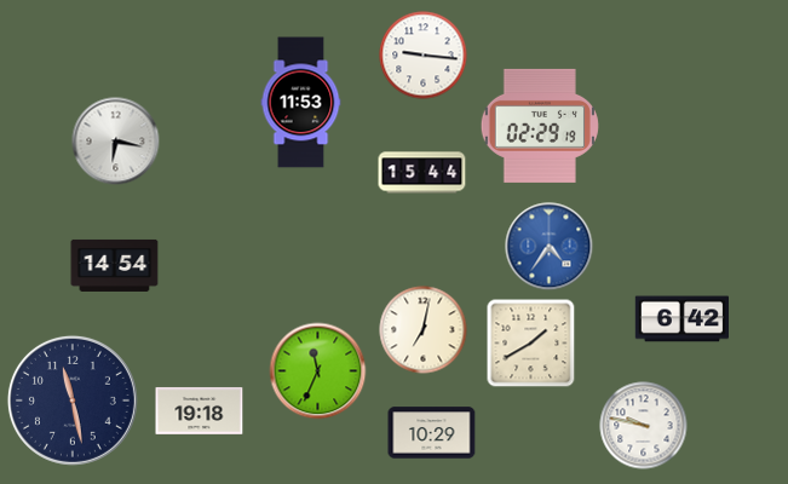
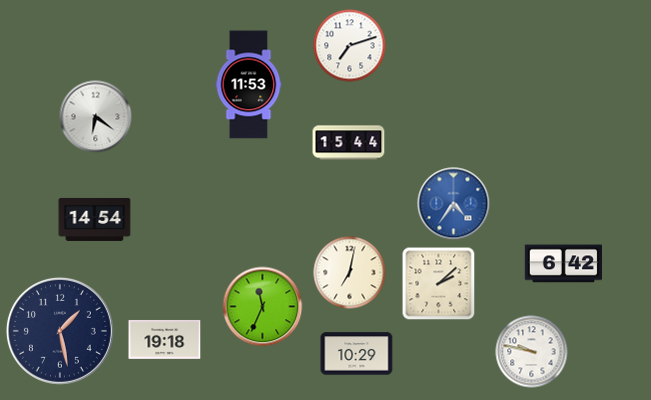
clock at (424, 56): 9:16 -> 7:12
clock at (540, 126): 02:29 -> none
clock at (116, 142): 6:17 -> 6:21
clock at (531, 344): 1:40 -> 2:08
clock at (73, 401): 11:28 -> 1:28
clock at (432, 433) position: (432, 433) -> (357, 354)
